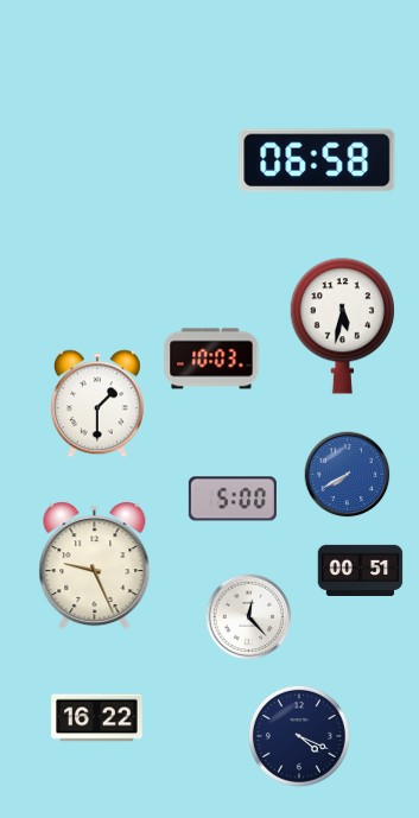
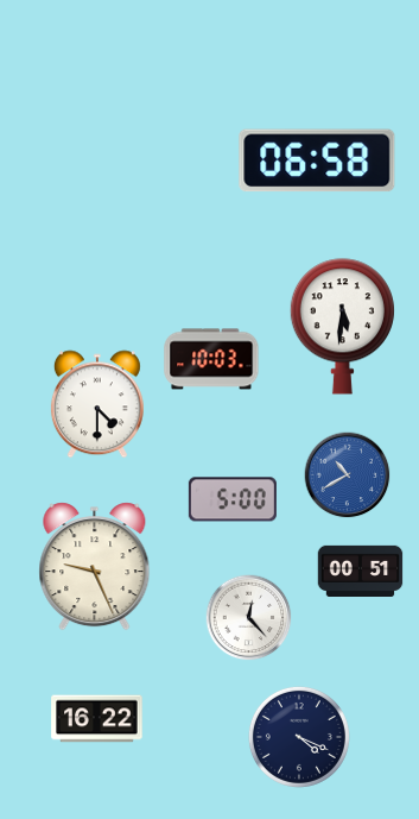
clock at (342, 326): 5:32 -> 5:31
clock at (97, 404): 1:30 -> 4:30
clock at (348, 475): 7:40 -> 10:40
